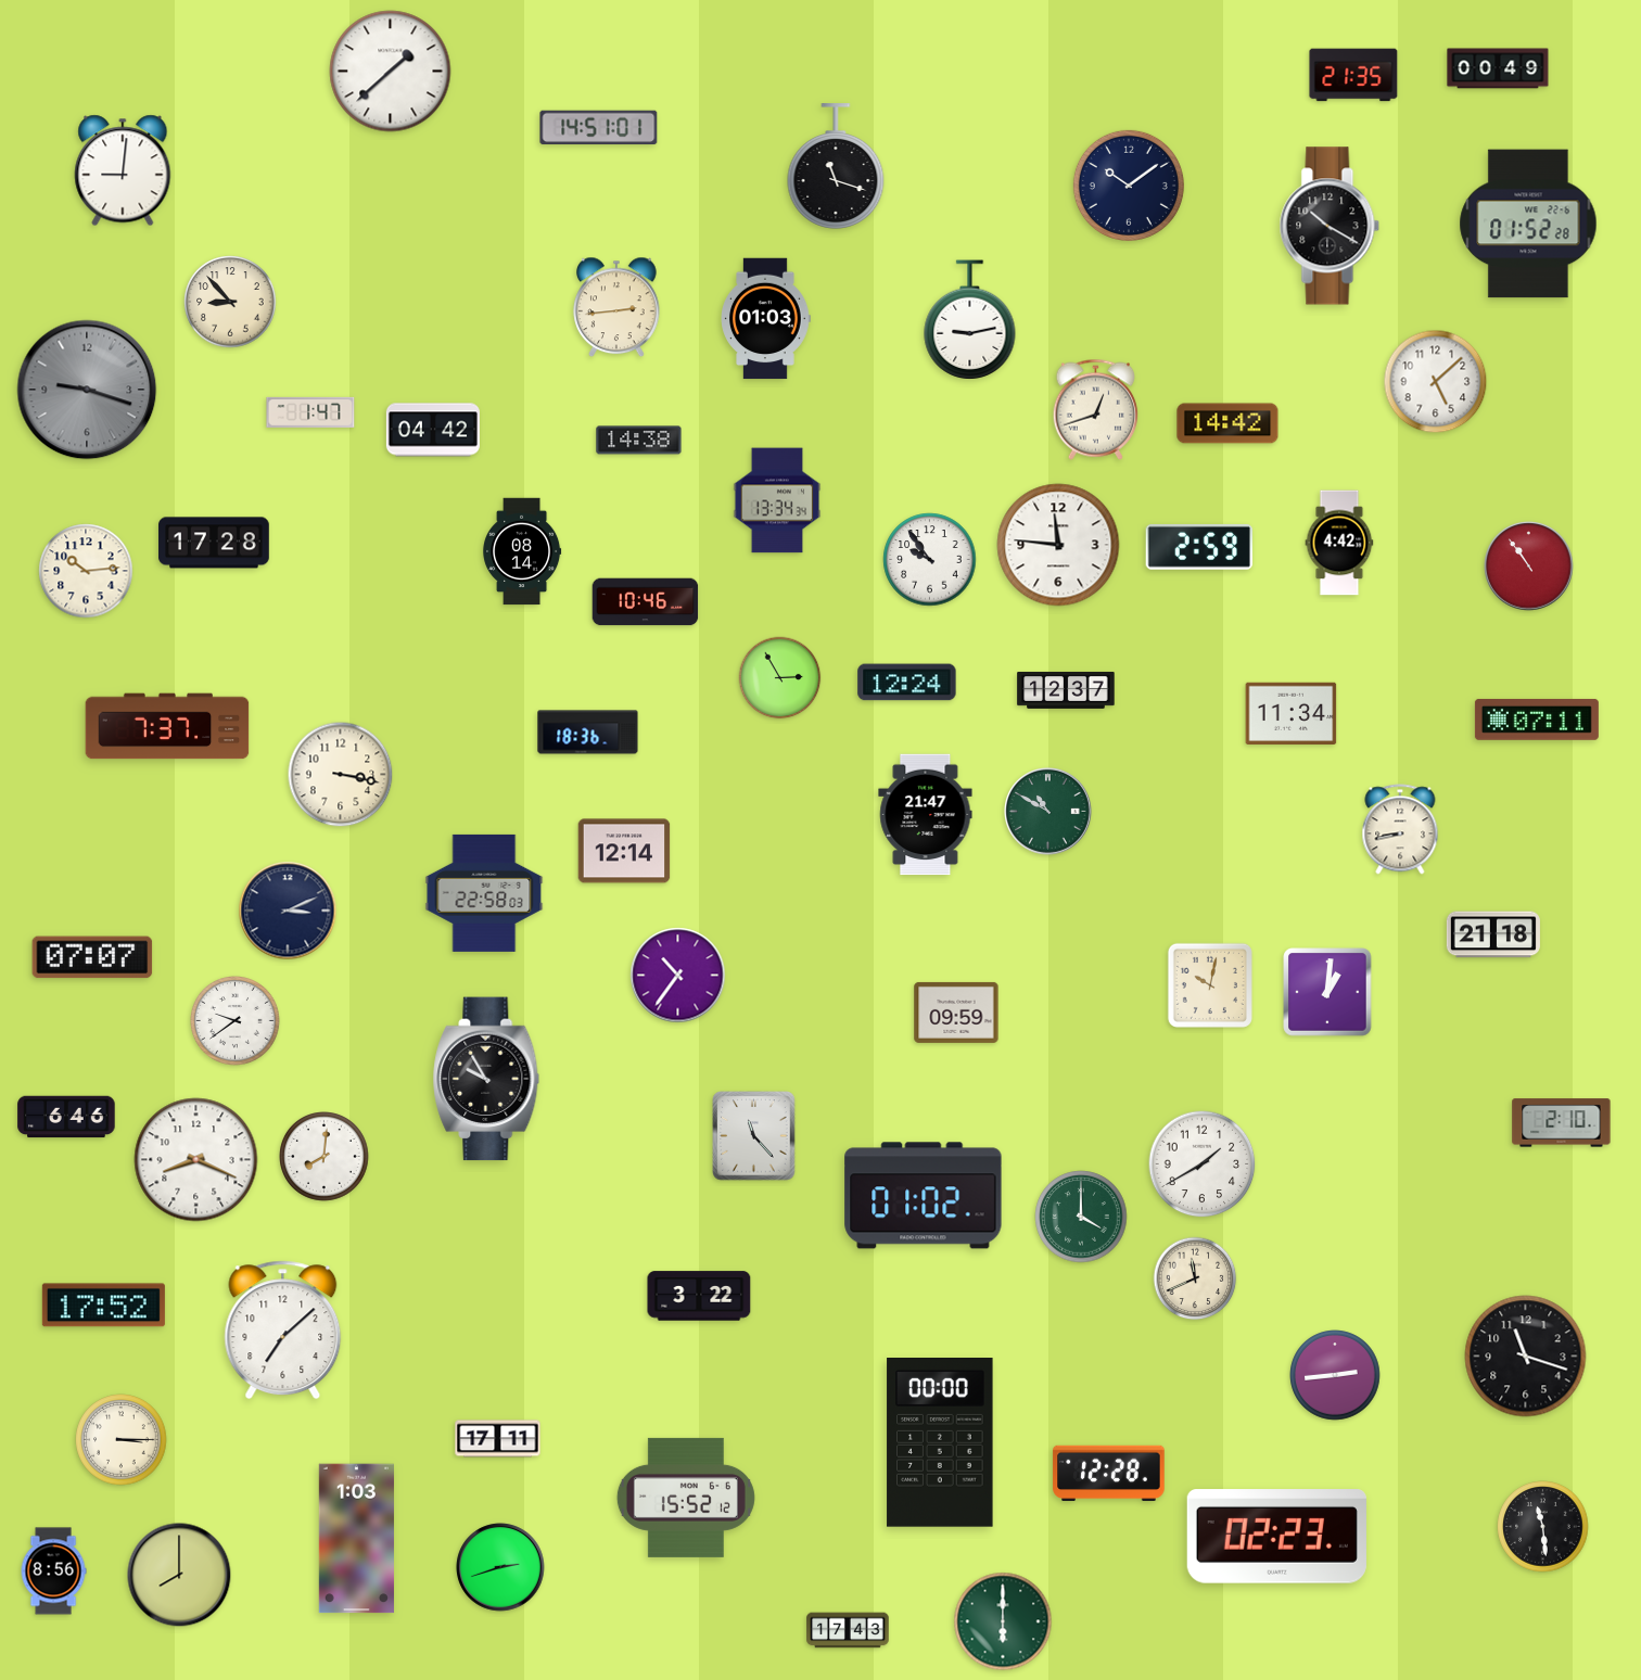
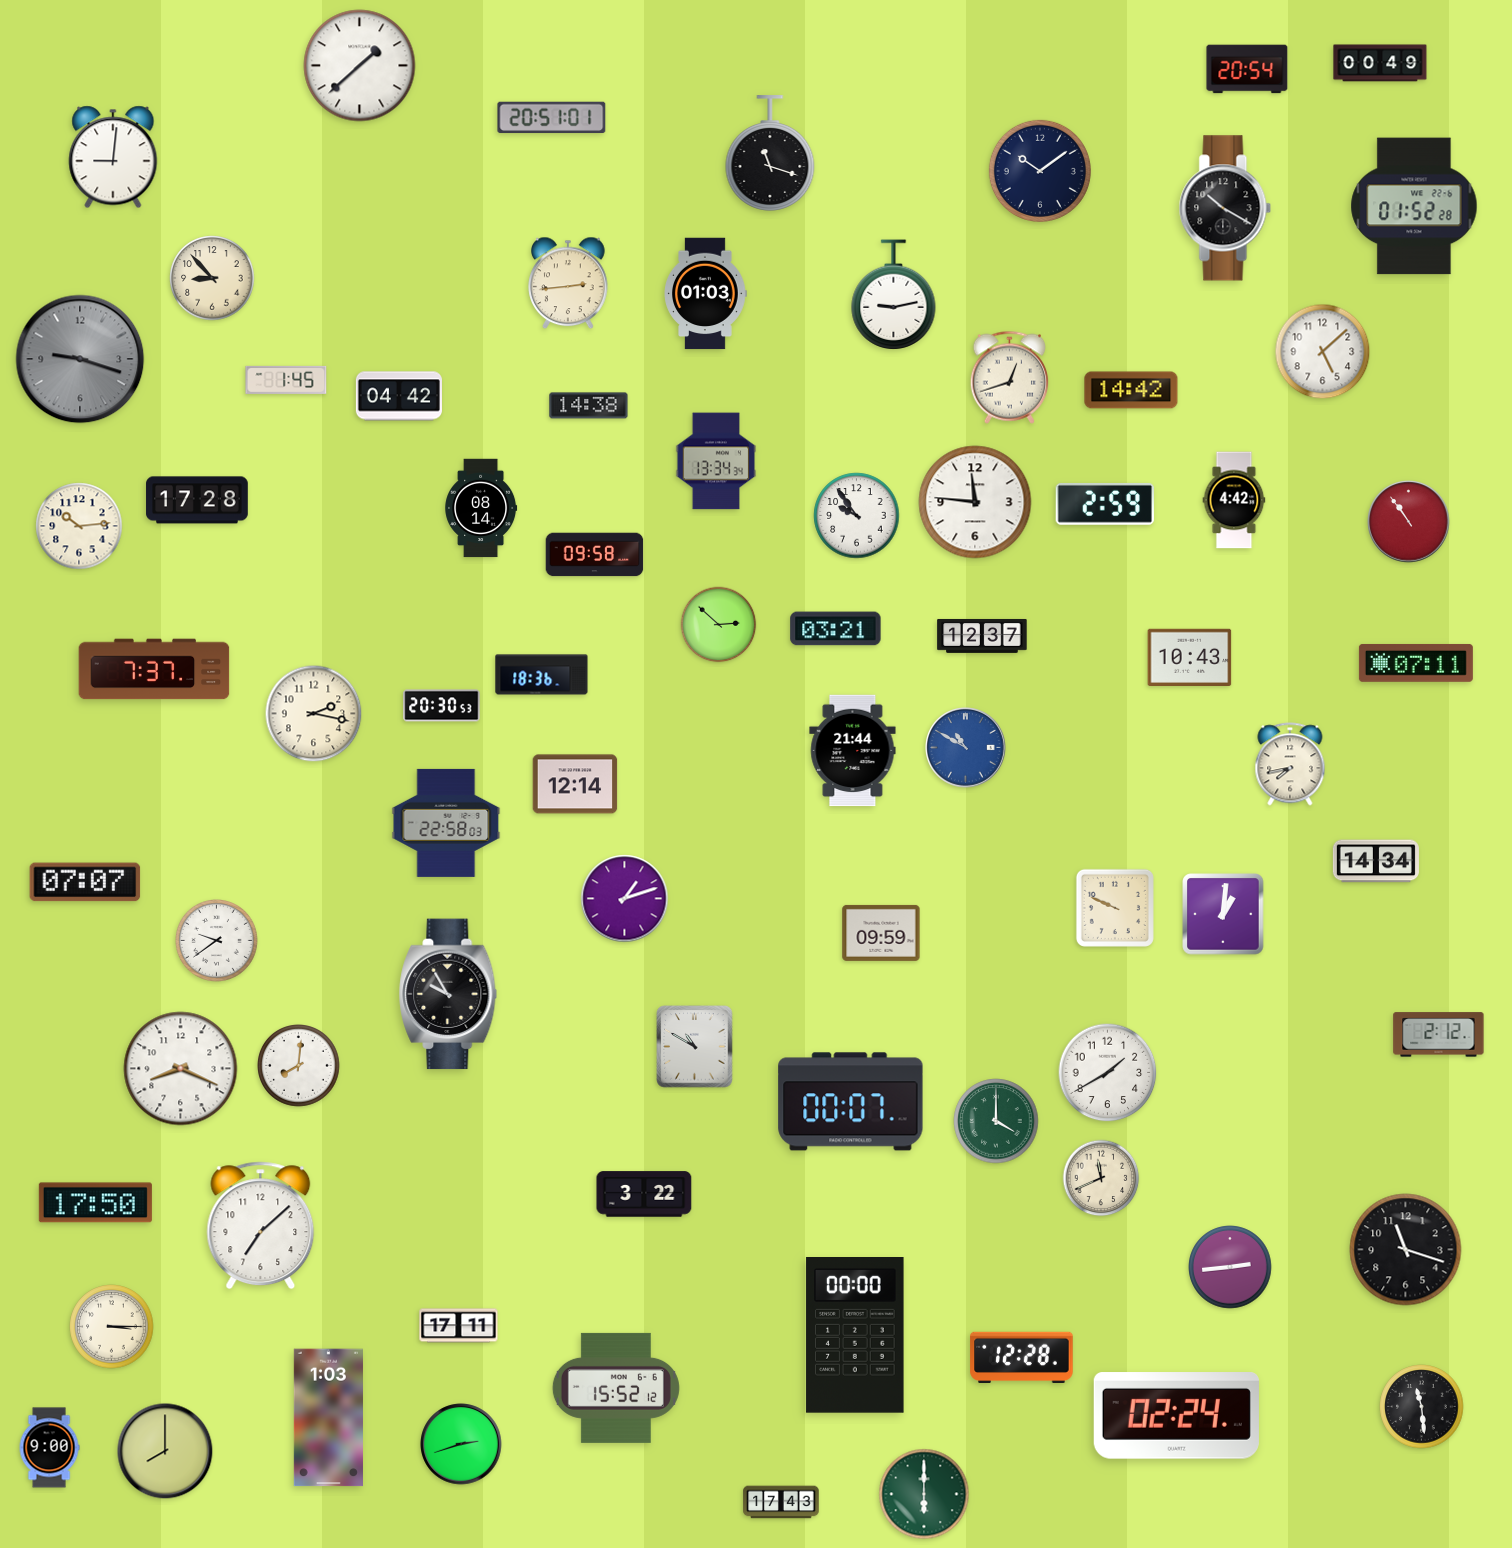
clock at (1353, 75): 21:35 -> 20:54
clock at (599, 128): 14:51 -> 20:51
clock at (1528, 224) position: (1528, 224) -> (1414, 206)
clock at (310, 412): 1:47 -> 1:45
clock at (646, 602): 10:46 -> 09:58
clock at (780, 678): 2:55 -> 2:52
clock at (907, 683): 12:24 -> 03:21
clock at (1292, 713): 11:34 -> 10:43
clock at (442, 706): none -> 20:30
clock at (341, 775): 3:17 -> 2:17
clock at (1048, 812) dial: green -> blue
clock at (926, 815): 21:47 -> 21:44
clock at (1400, 829): 8:43 -> 7:43
clock at (288, 911): 3:11 -> none
clock at (1493, 934): 21:18 -> 14:34
clock at (678, 976): 10:36 -> 1:12
clock at (1210, 985): 10:02 -> 9:49
clock at (66, 1117): 6:46 -> none
clock at (1562, 1123): 2:10 -> 2:12
clock at (754, 1136): 11:23 -> 10:50
clock at (924, 1196): 01:02 -> 00:07
clock at (103, 1306): 17:52 -> 17:50
clock at (940, 1443) position: (940, 1443) -> (855, 1336)
clock at (686, 1498) position: (686, 1498) -> (616, 1388)
clock at (1276, 1537): 02:23 -> 02:24
clock at (53, 1571): 8:56 -> 9:00
